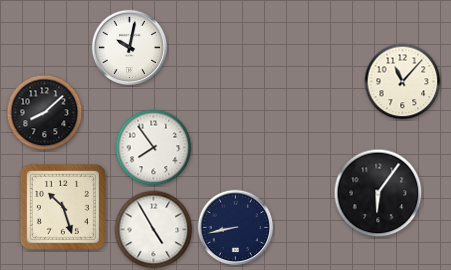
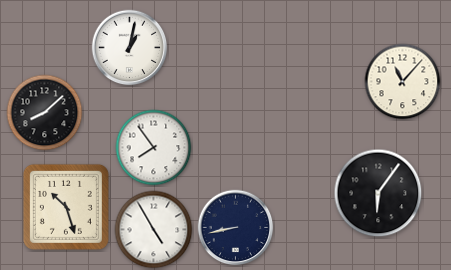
clock at (130, 48): 10:02 -> 1:02
clock at (63, 207) position: (63, 207) -> (66, 207)
